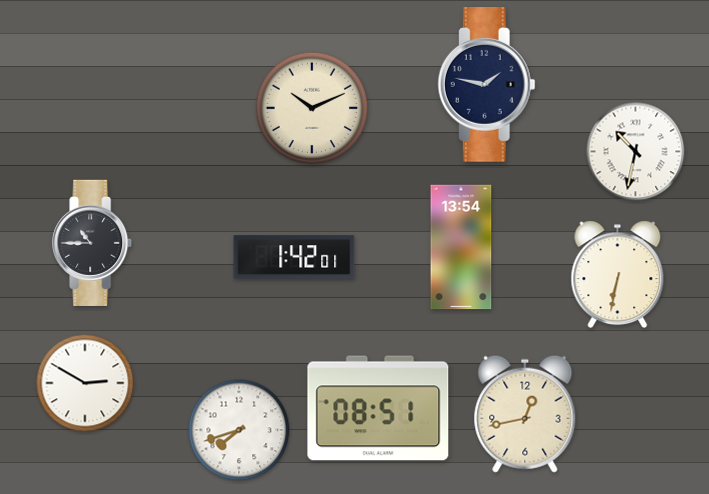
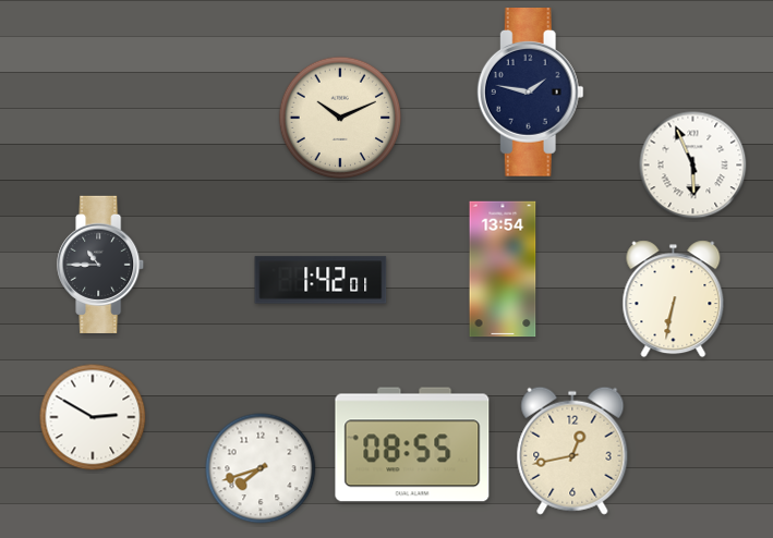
clock at (636, 152): 10:32 -> 5:56
clock at (378, 408): 08:51 -> 08:55
